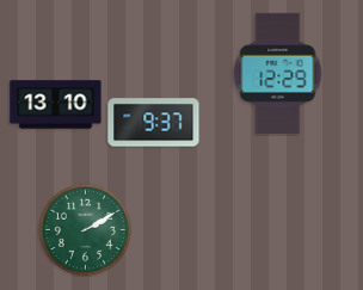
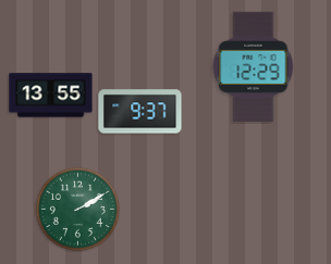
clock at (56, 105): 13:10 -> 13:55
